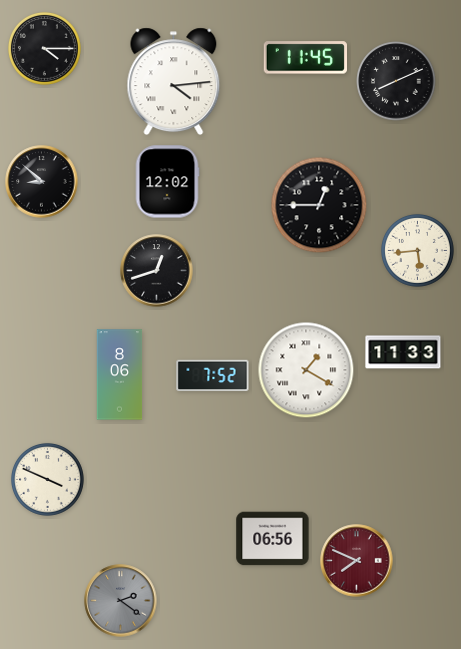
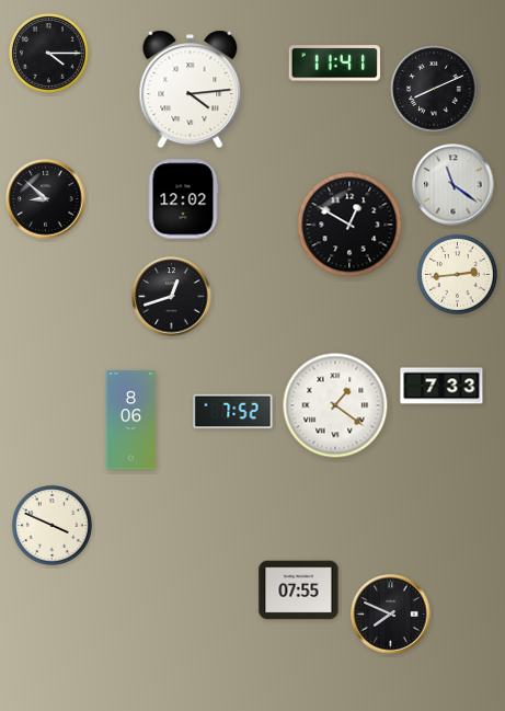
clock at (305, 58): 11:45 -> 11:41
clock at (454, 185): none -> 11:21
clock at (319, 205): 12:45 -> 12:50
clock at (417, 250): 5:44 -> 2:44
clock at (403, 352): 11:33 -> 7:33
clock at (306, 370): 1:20 -> 1:21
clock at (120, 375) position: (120, 375) -> (131, 421)
clock at (273, 539): 06:56 -> 07:55
clock at (357, 561) dial: burgundy -> black
clock at (121, 601): 2:21 -> none
